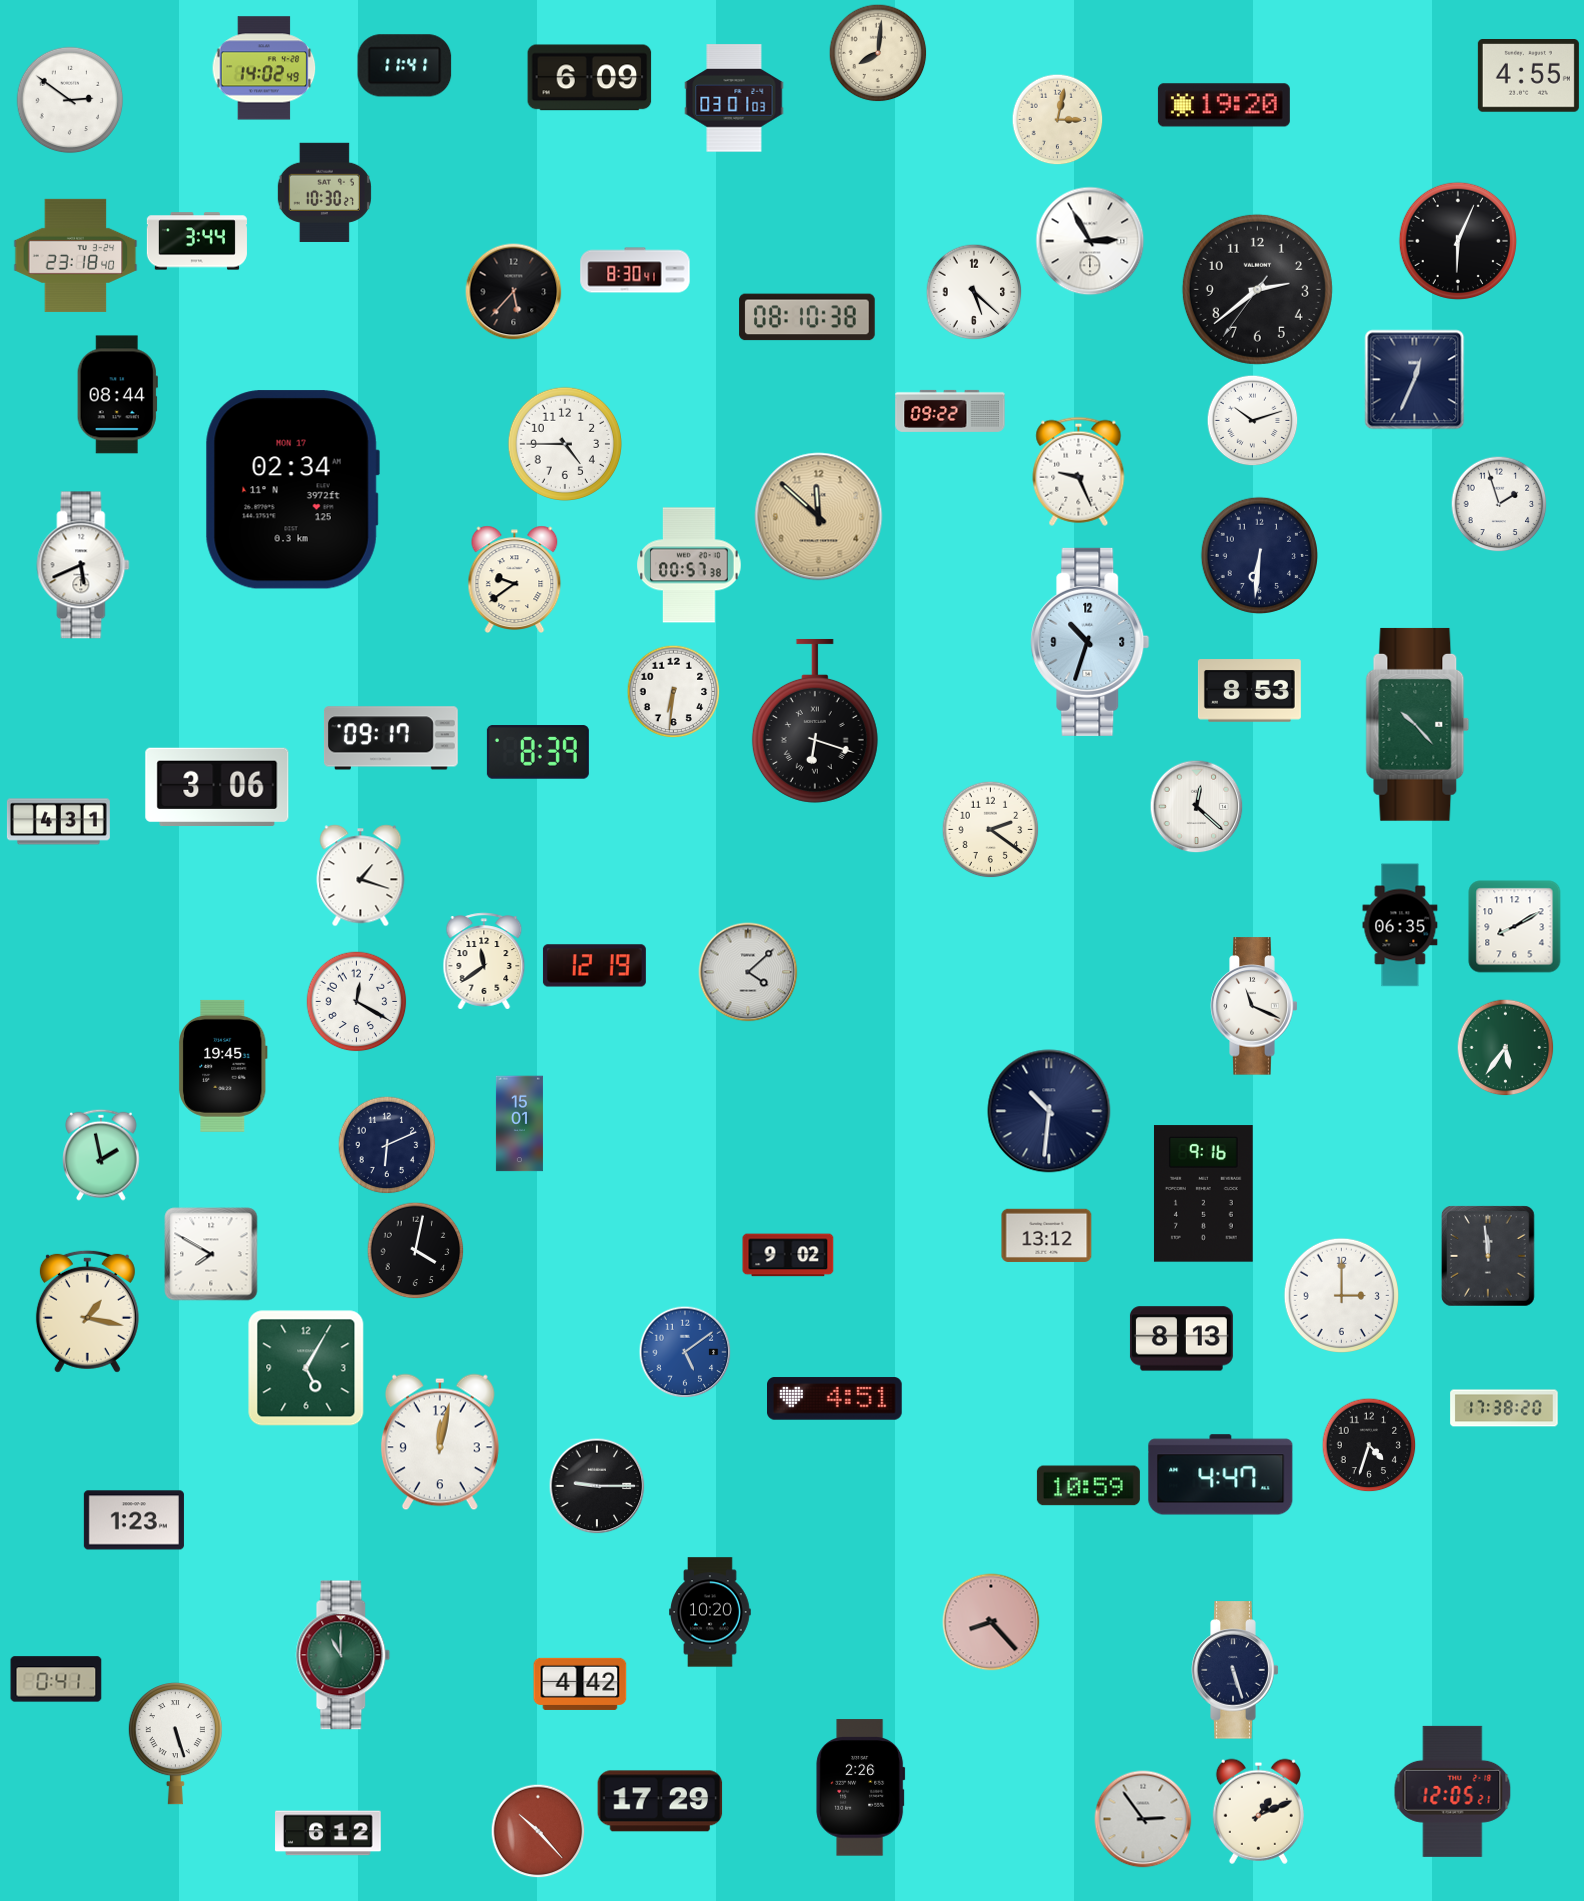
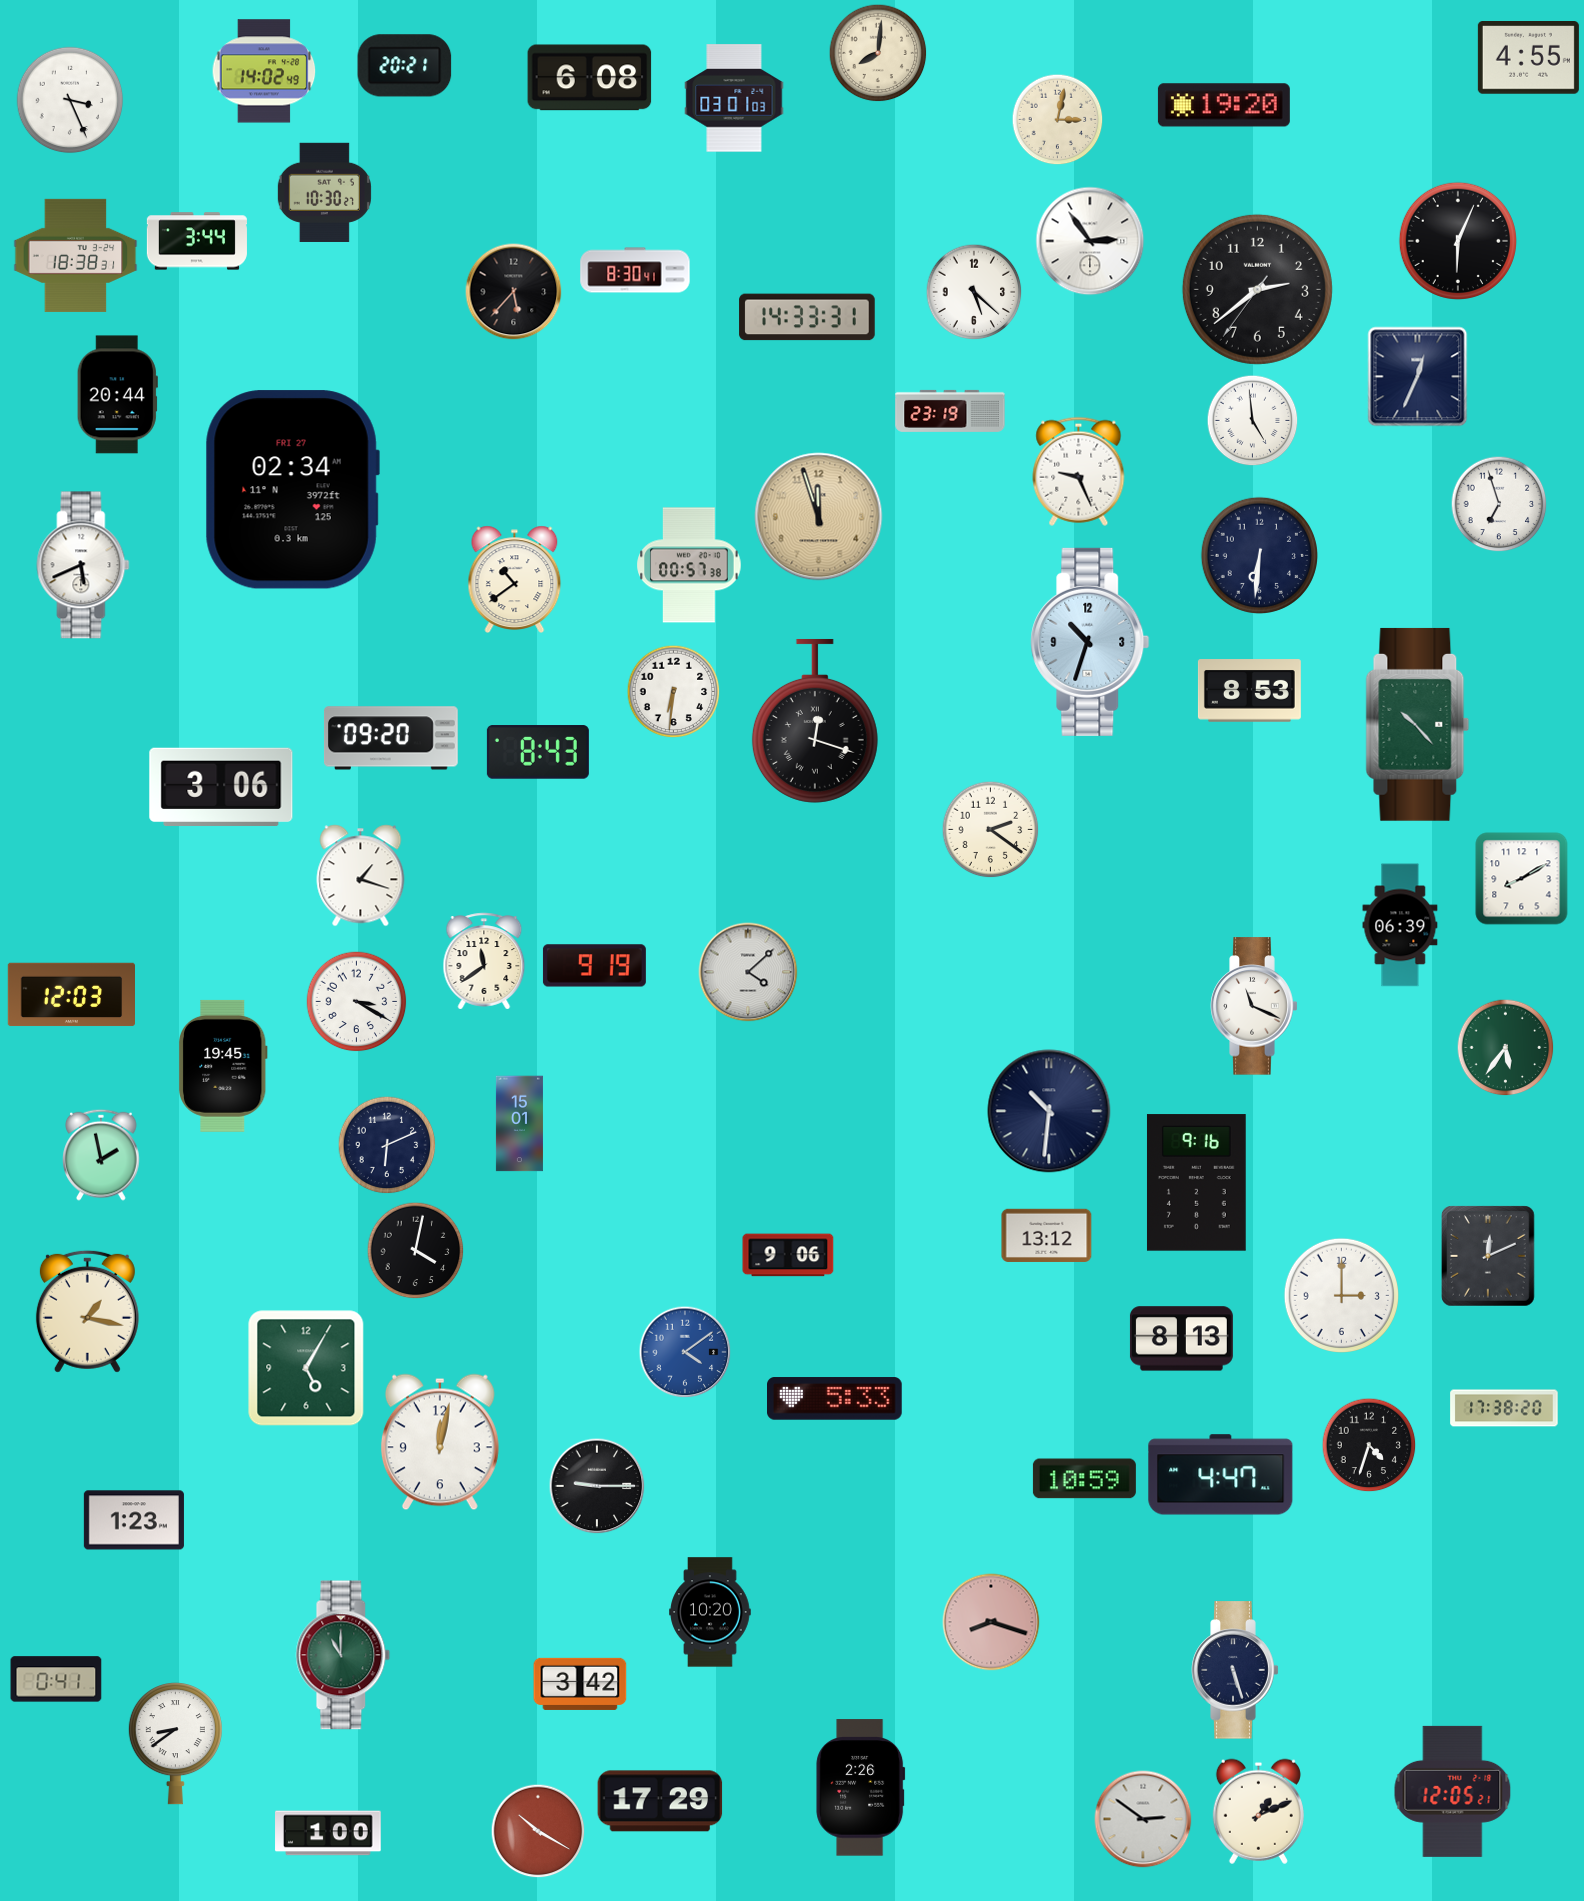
clock at (405, 66): 11:41 -> 20:21
clock at (264, 68) position: (264, 68) -> (264, 71)
clock at (1528, 76) position: (1528, 76) -> (1528, 58)
clock at (590, 78): 6:09 -> 6:08
clock at (70, 100): 2:51 -> 3:26
clock at (1090, 241): 2:55 -> 2:54
clock at (76, 255): 23:18 -> 18:38
clock at (807, 317): 08:10 -> 14:33
clock at (1415, 380) position: (1415, 380) -> (1418, 377)
clock at (117, 395): 08:44 -> 20:44
clock at (950, 411): 09:22 -> 23:19
clock at (1253, 421): 10:12 -> 4:59
clock at (564, 443): 4:45 -> none
clock at (292, 490) date: MON 17 -> FRI 27
clock at (1499, 504): 1:57 -> 6:57
clock at (819, 517): 11:52 -> 11:57
clock at (515, 579): 9:39 -> 10:39
clock at (815, 721): 6:18 -> 12:18
clock at (391, 738): 09:17 -> 09:20
clock at (538, 752): 8:39 -> 8:43
clock at (217, 787) position: (217, 787) -> (221, 787)
clock at (1197, 807): 12:22 -> none
clock at (58, 822): 4:31 -> none
clock at (1400, 925): 06:35 -> 06:39
clock at (1515, 927) position: (1515, 927) -> (1522, 879)
clock at (594, 966): 12:19 -> 9:19
clock at (71, 995): none -> 12:03
clock at (357, 1002): 12:20 -> 3:20
clock at (1203, 1194) position: (1203, 1194) -> (1196, 1183)
clock at (211, 1254): 7:50 -> none
clock at (788, 1255): 9:02 -> 9:06
clock at (1488, 1256): 11:59 -> 12:11
clock at (685, 1352): 5:09 -> 4:09
clock at (835, 1399): 4:51 -> 5:33
clock at (1088, 1486) position: (1088, 1486) -> (1084, 1479)
clock at (991, 1622): 8:23 -> 8:18
clock at (580, 1684): 4:42 -> 3:42
clock at (175, 1744): 5:27 -> 8:39
clock at (1143, 1819): 2:54 -> 2:51
clock at (538, 1831): 10:23 -> 10:20
clock at (328, 1833): 6:12 -> 1:00
